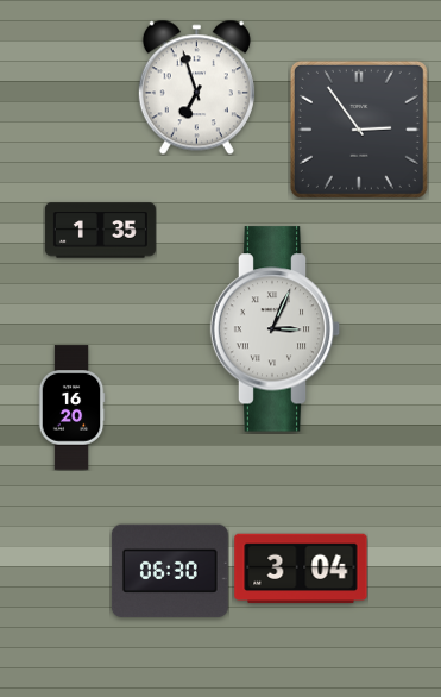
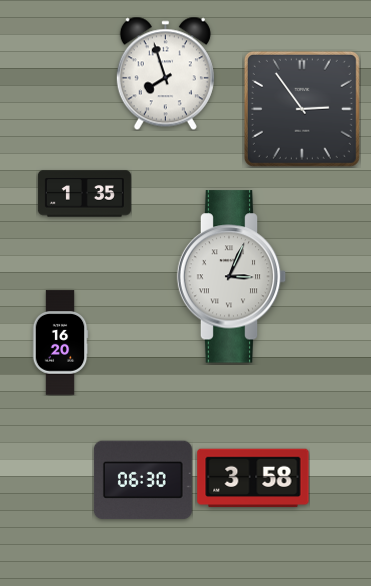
clock at (196, 87): 6:57 -> 7:57
clock at (301, 569): 3:04 -> 3:58
